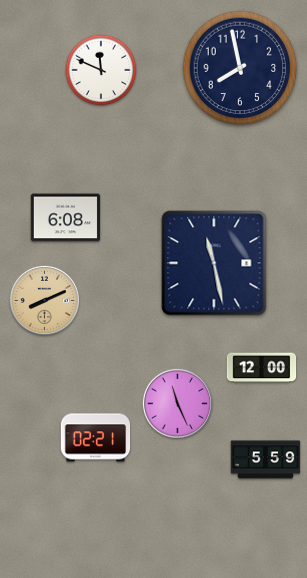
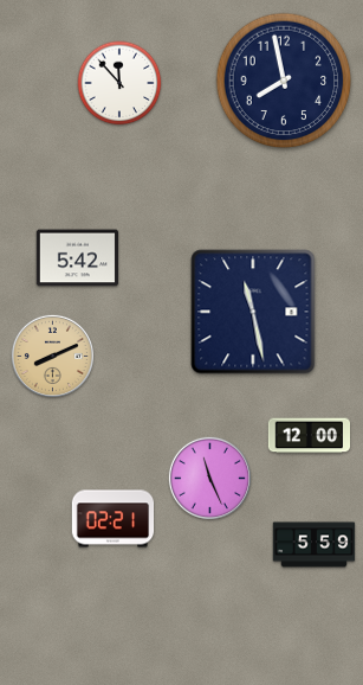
clock at (101, 70): 11:49 -> 11:53
clock at (66, 218): 6:08 -> 5:42
